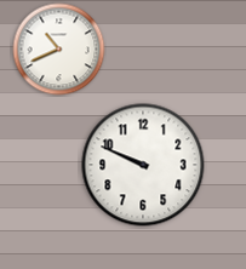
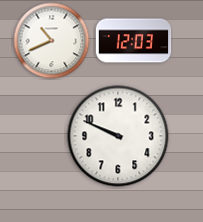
clock at (59, 50) position: (59, 50) -> (52, 41)
clock at (134, 41): none -> 12:03
